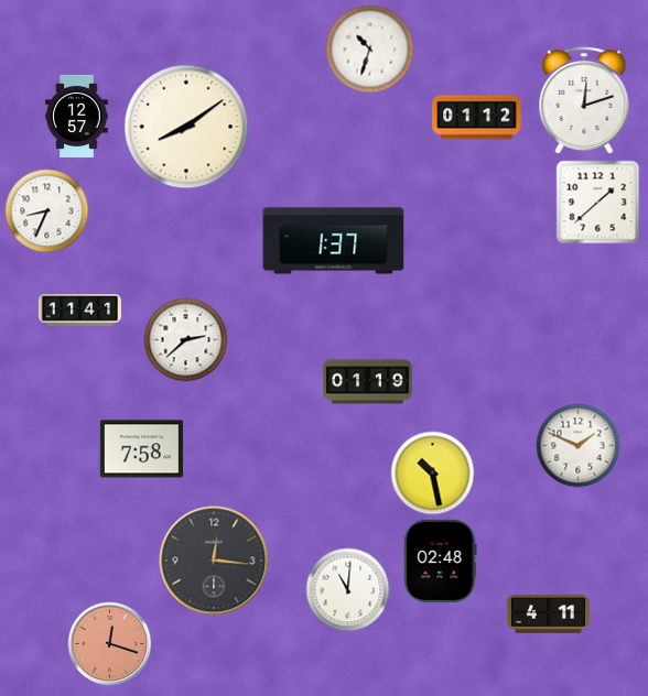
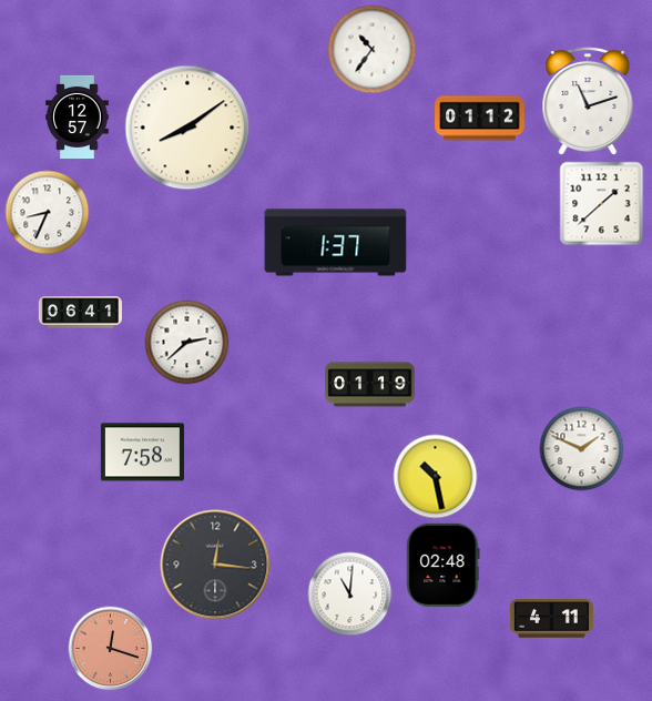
clock at (370, 50): 10:33 -> 10:36
clock at (584, 100): 12:12 -> 11:12
clock at (79, 311): 11:41 -> 06:41
